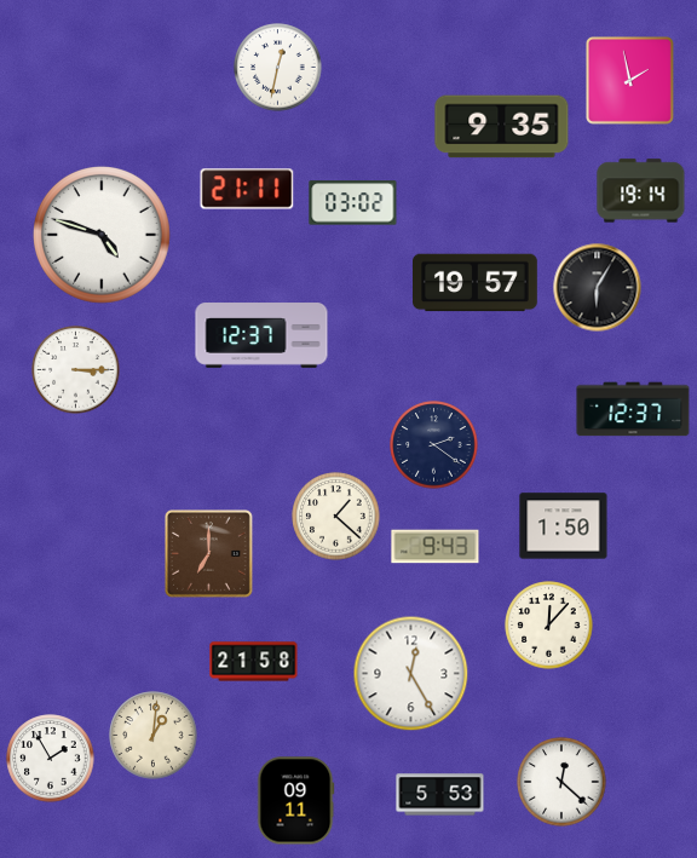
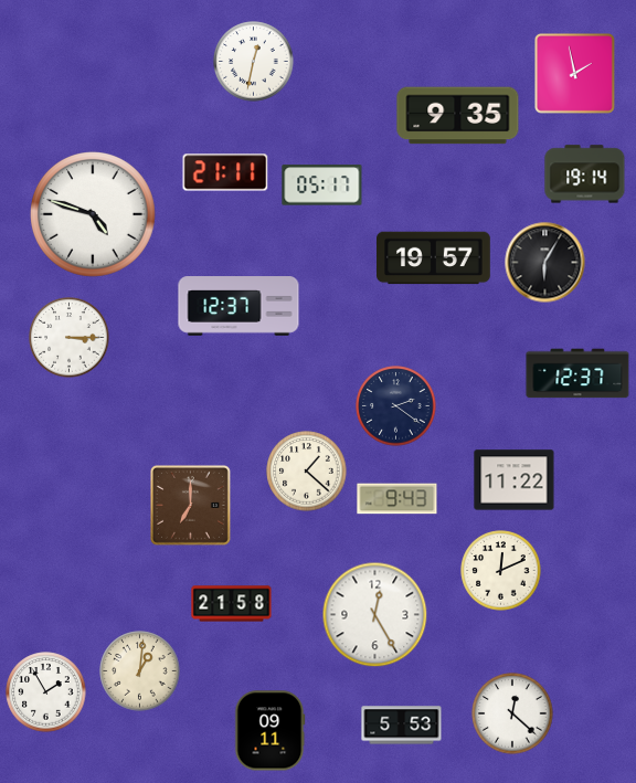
clock at (353, 203): 03:02 -> 05:17
clock at (564, 526): 1:50 -> 11:22
clock at (549, 626): 12:07 -> 12:11
